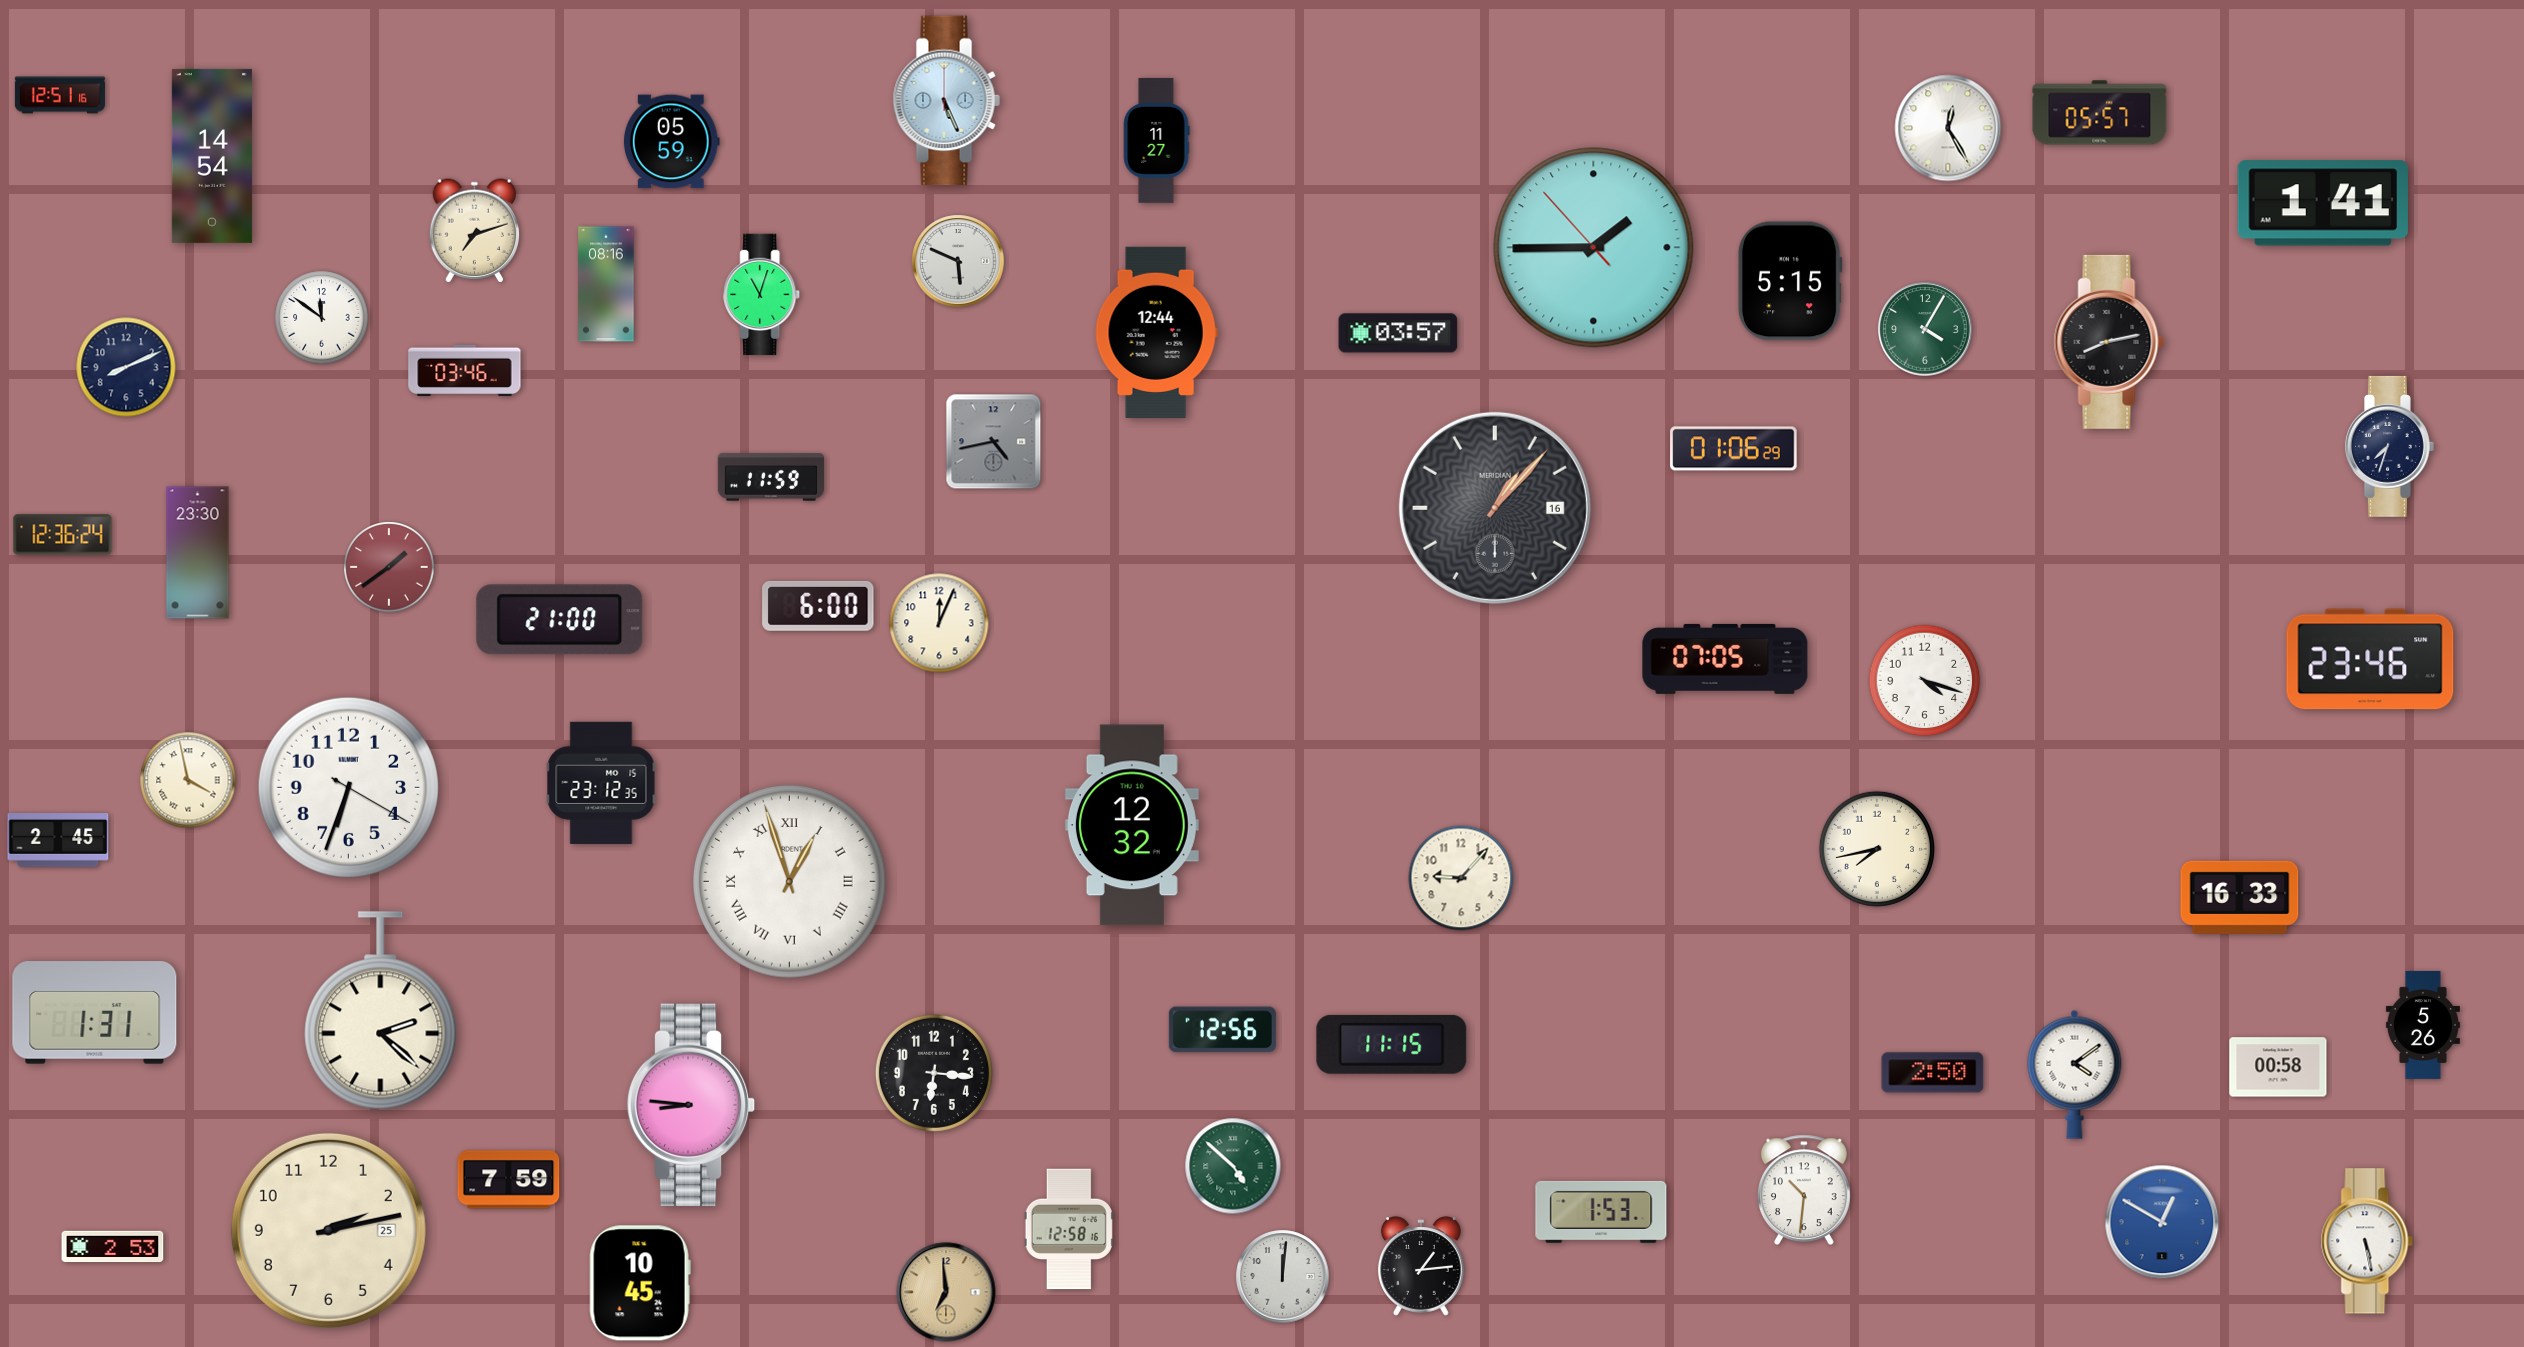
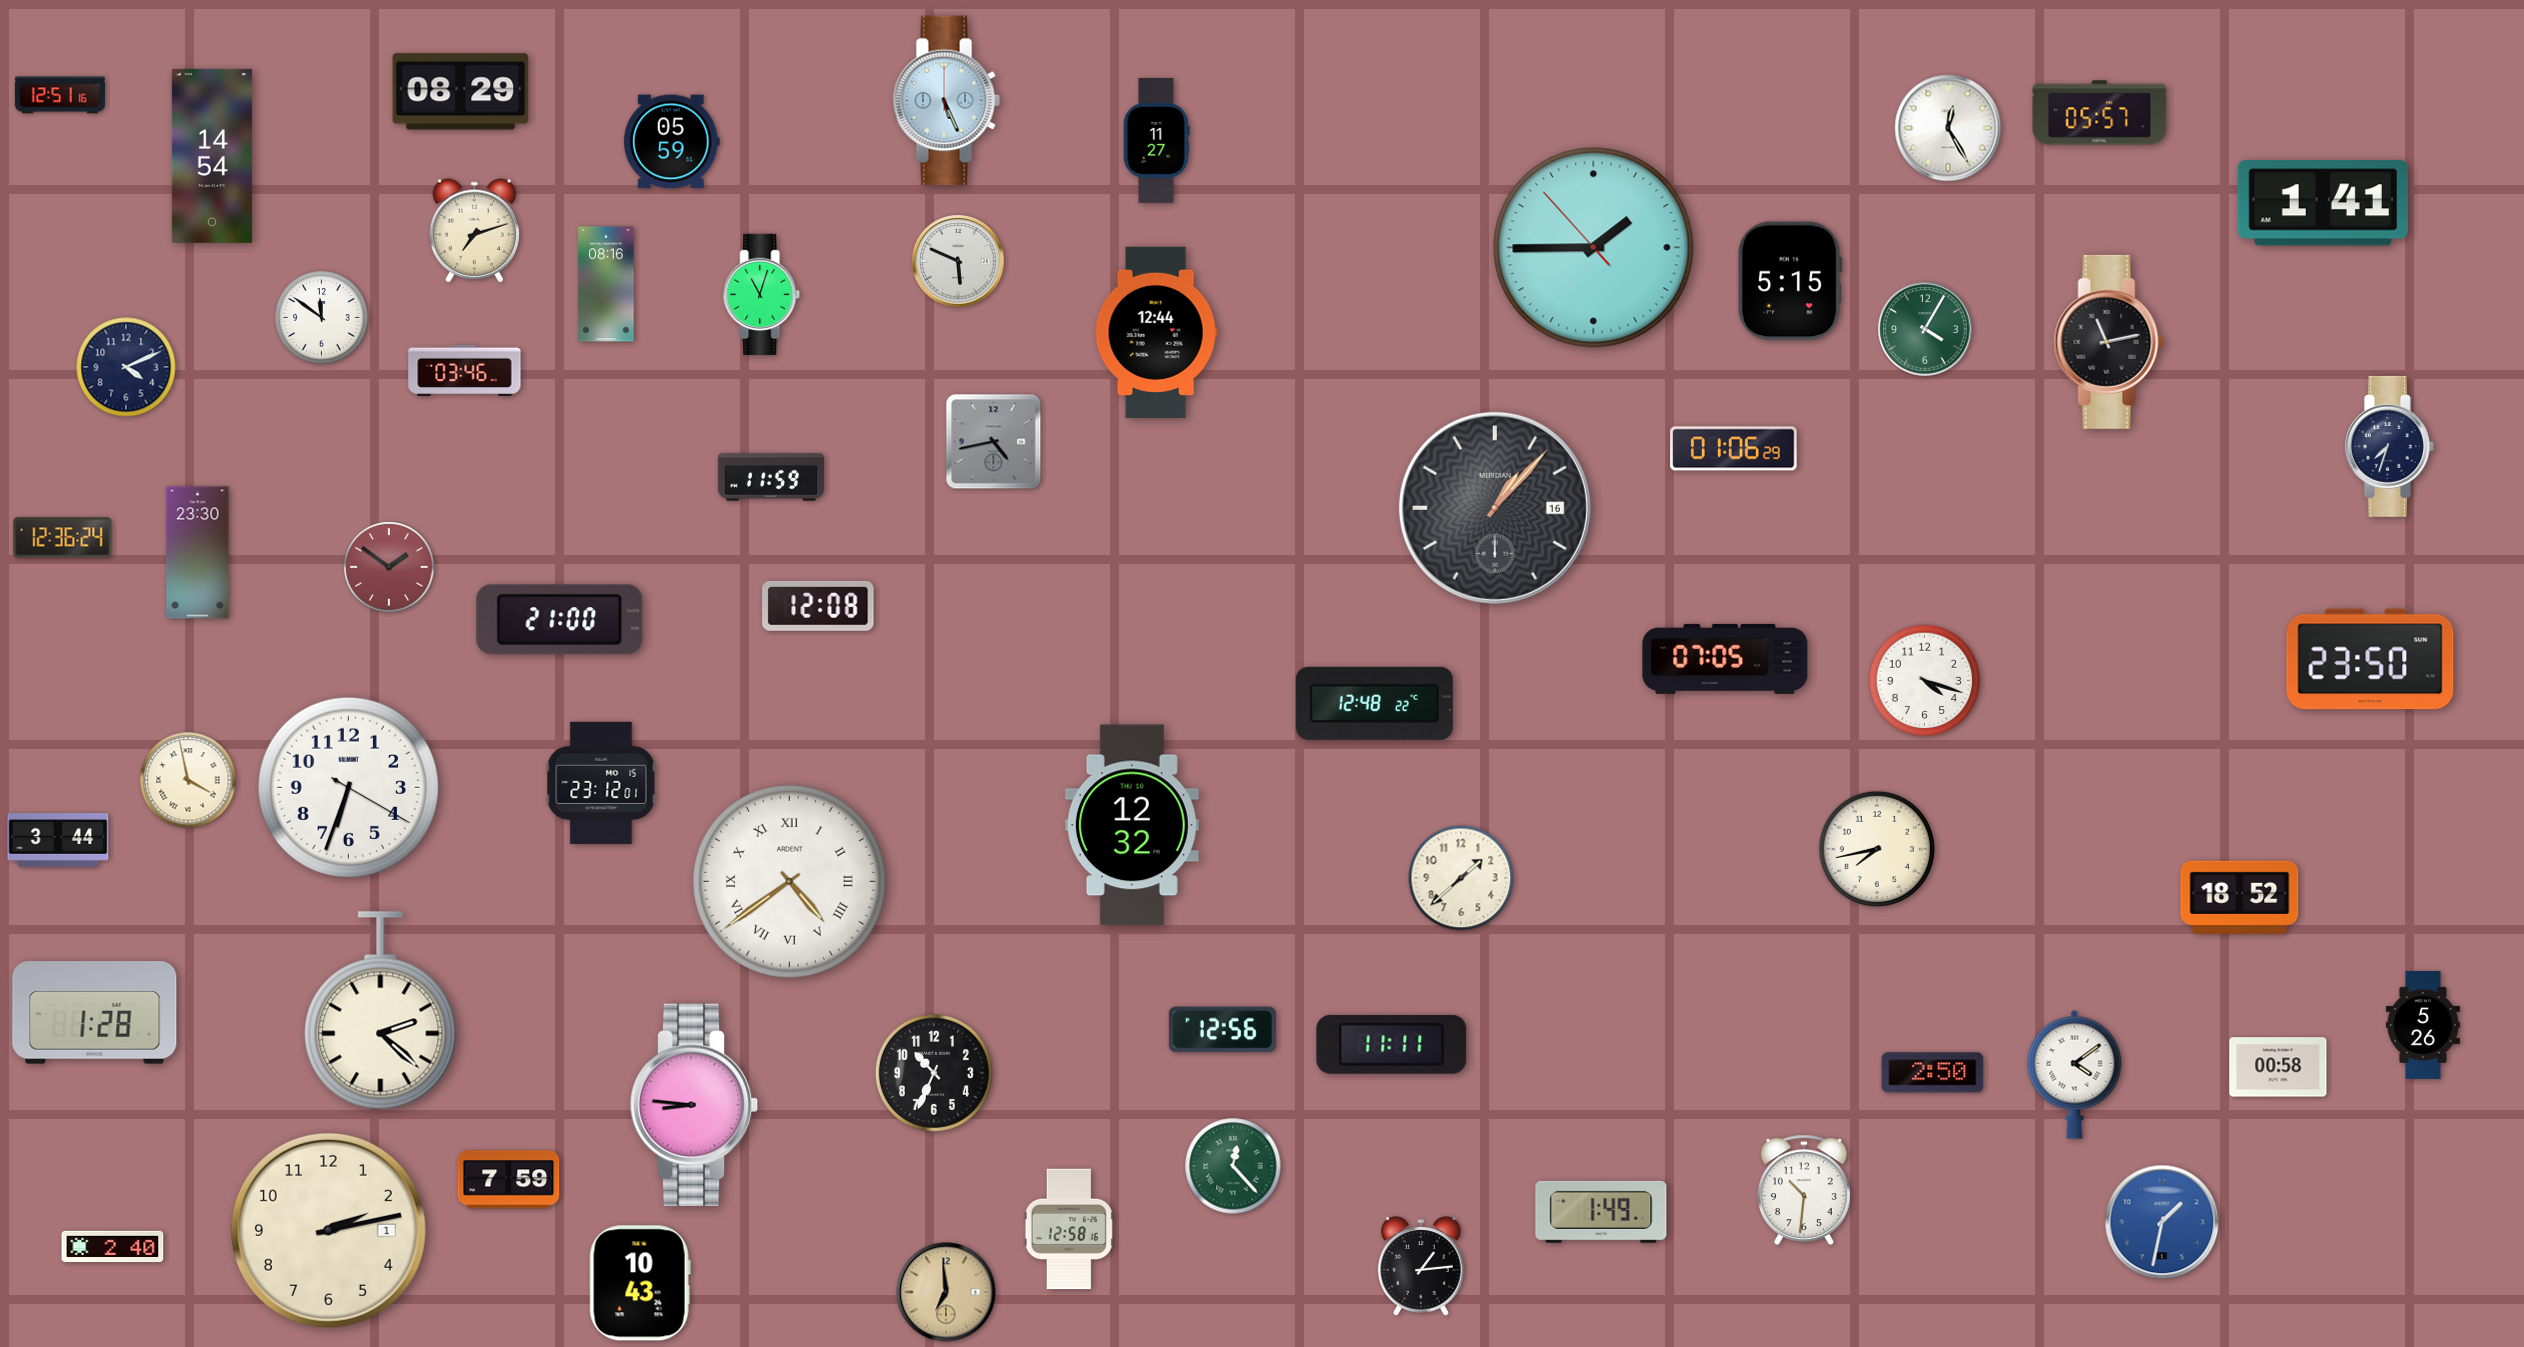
clock at (461, 92): none -> 08:29
clock at (1398, 333): 03:57 -> none
clock at (2109, 342): 8:13 -> 11:13
clock at (126, 367): 8:11 -> 4:11
clock at (63, 535) position: (63, 535) -> (63, 538)
clock at (389, 567): 1:39 -> 1:51
clock at (818, 606): 6:00 -> 12:08
clock at (939, 623): 12:04 -> none
clock at (2370, 659): 23:46 -> 23:50
clock at (1374, 703): none -> 12:48
clock at (601, 783): 23:12:35 -> 23:12:01
clock at (58, 841): 2:45 -> 3:44
clock at (1461, 878): 9:07 -> 1:38
clock at (790, 882): 12:57 -> 4:39
clock at (2240, 897): 16:33 -> 18:52
clock at (95, 1013): 1:31 -> 1:28
clock at (1392, 1044): 11:15 -> 11:11
clock at (934, 1073): 6:16 -> 10:34
clock at (691, 1105) position: (691, 1105) -> (694, 1105)
clock at (1233, 1166): 4:52 -> 12:23
clock at (1601, 1212): 1:53 -> 1:49
clock at (2162, 1222): 12:50 -> 1:32
clock at (328, 1230) date: 25 -> 1
clock at (2367, 1241): 5:28 -> none
clock at (113, 1247): 2:53 -> 2:40
clock at (1283, 1277): 12:01 -> none
clock at (640, 1283): 10:45 -> 10:43
